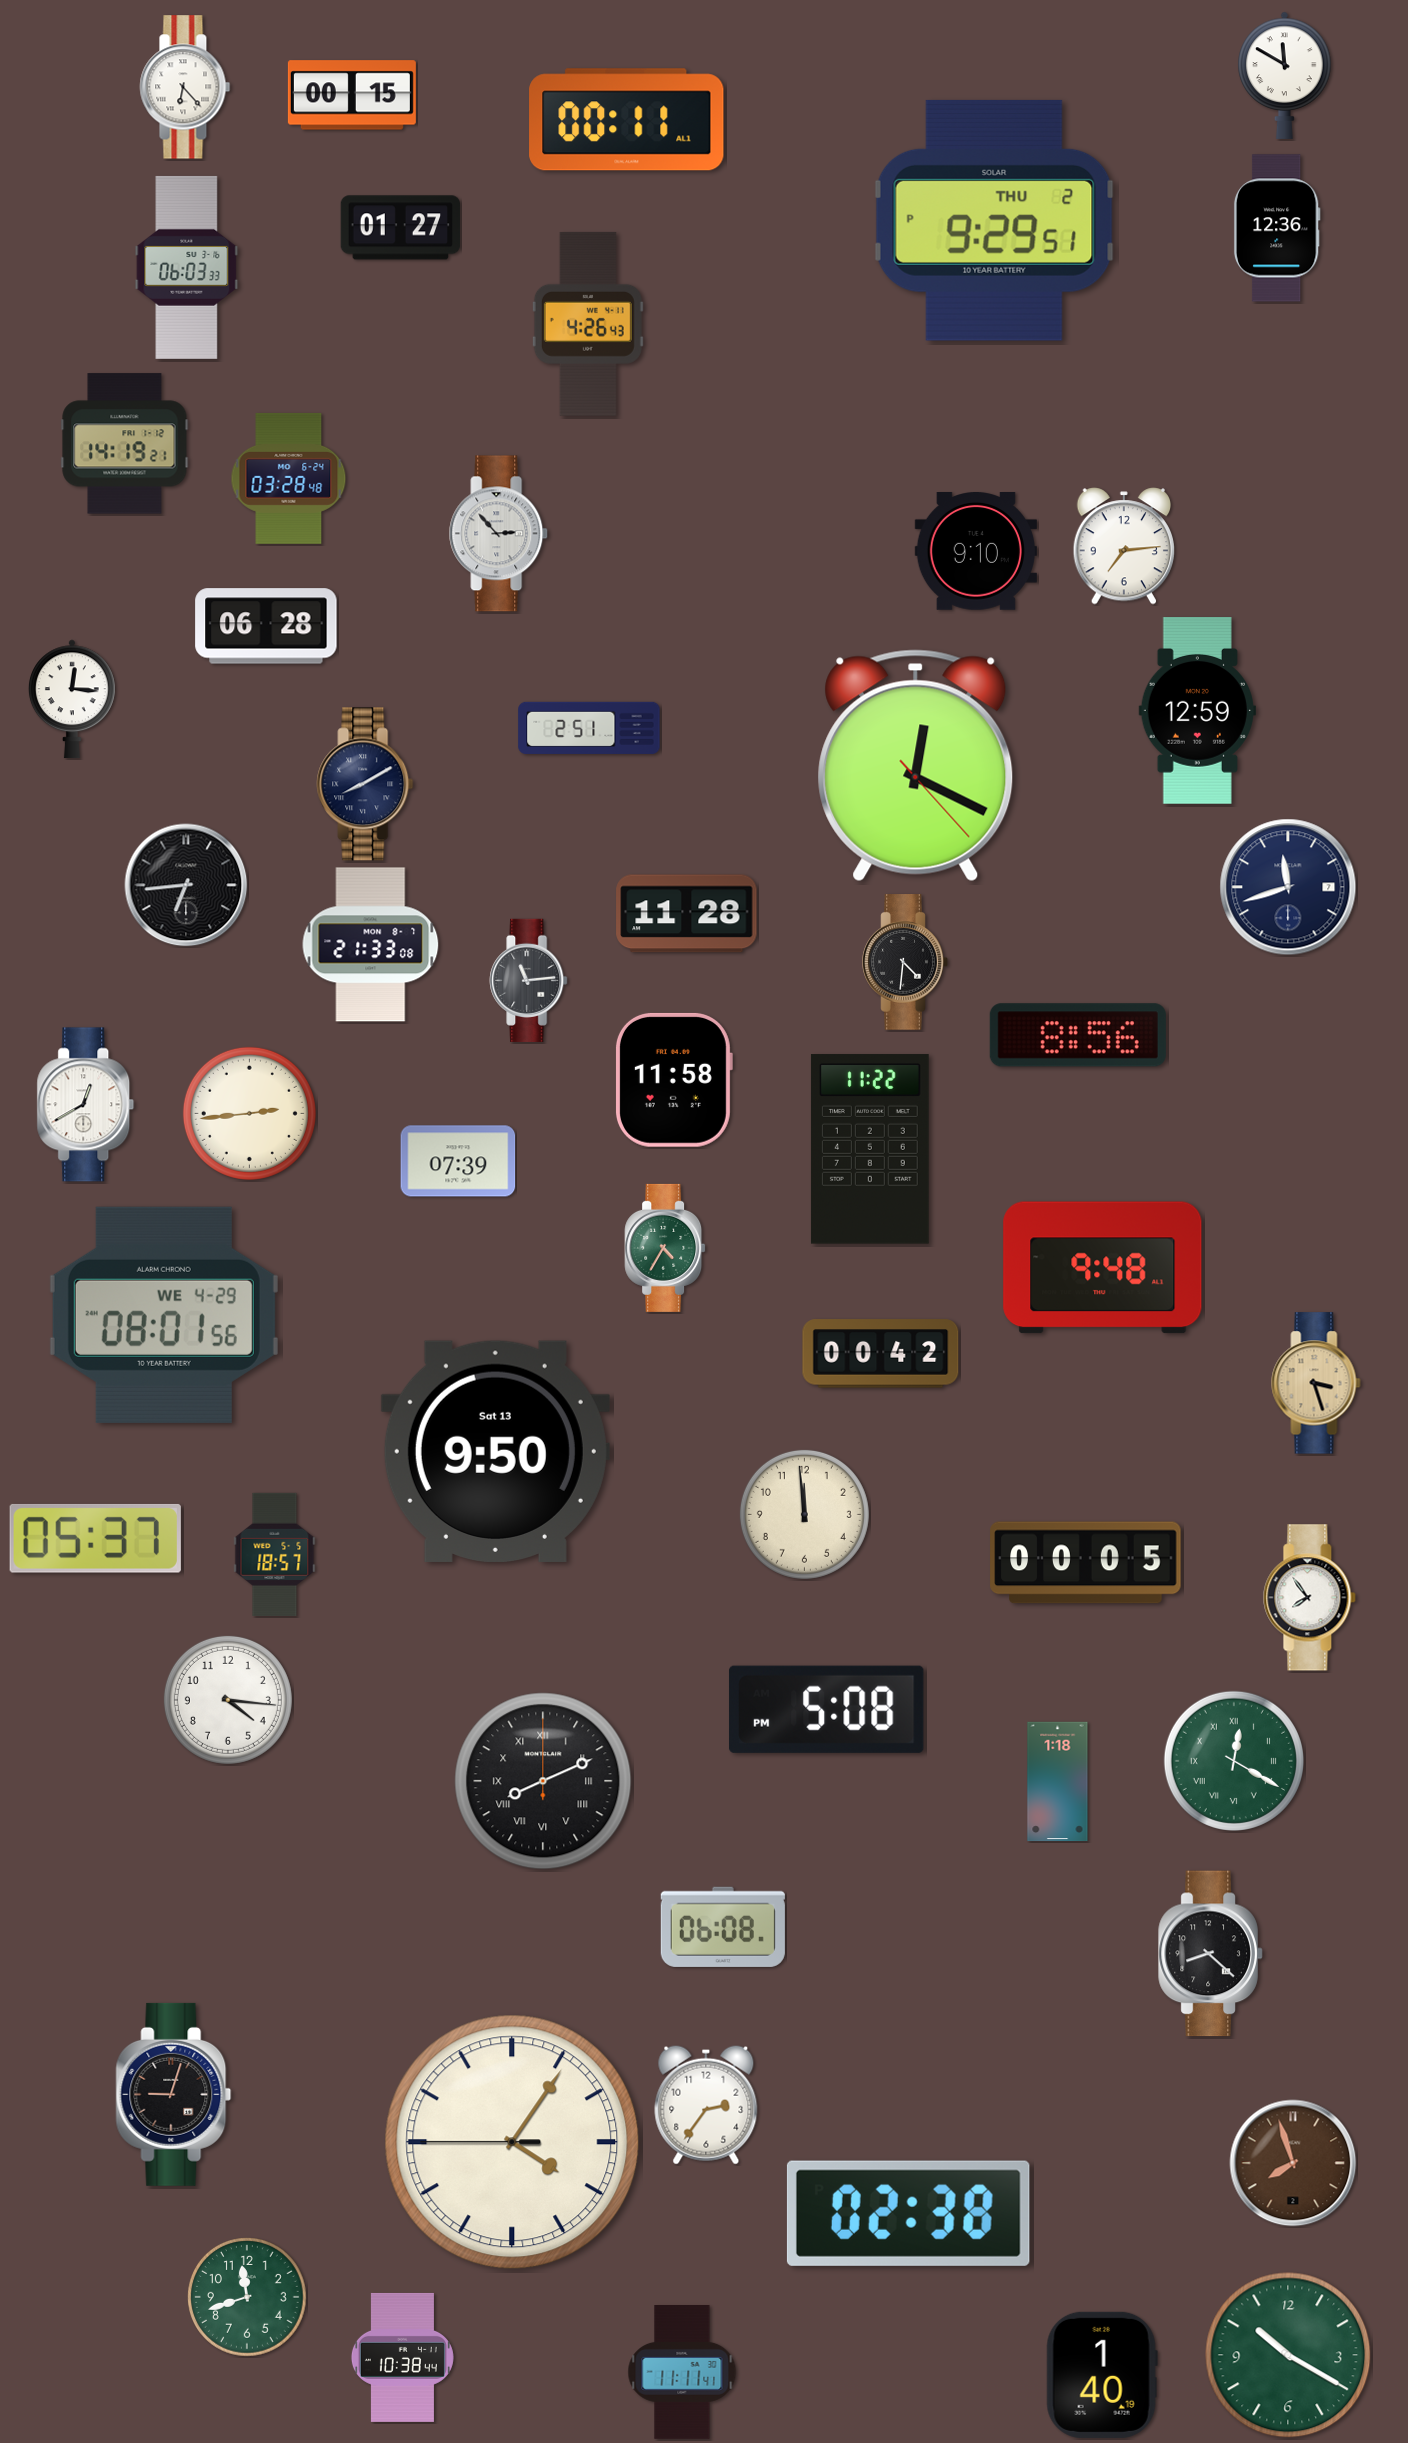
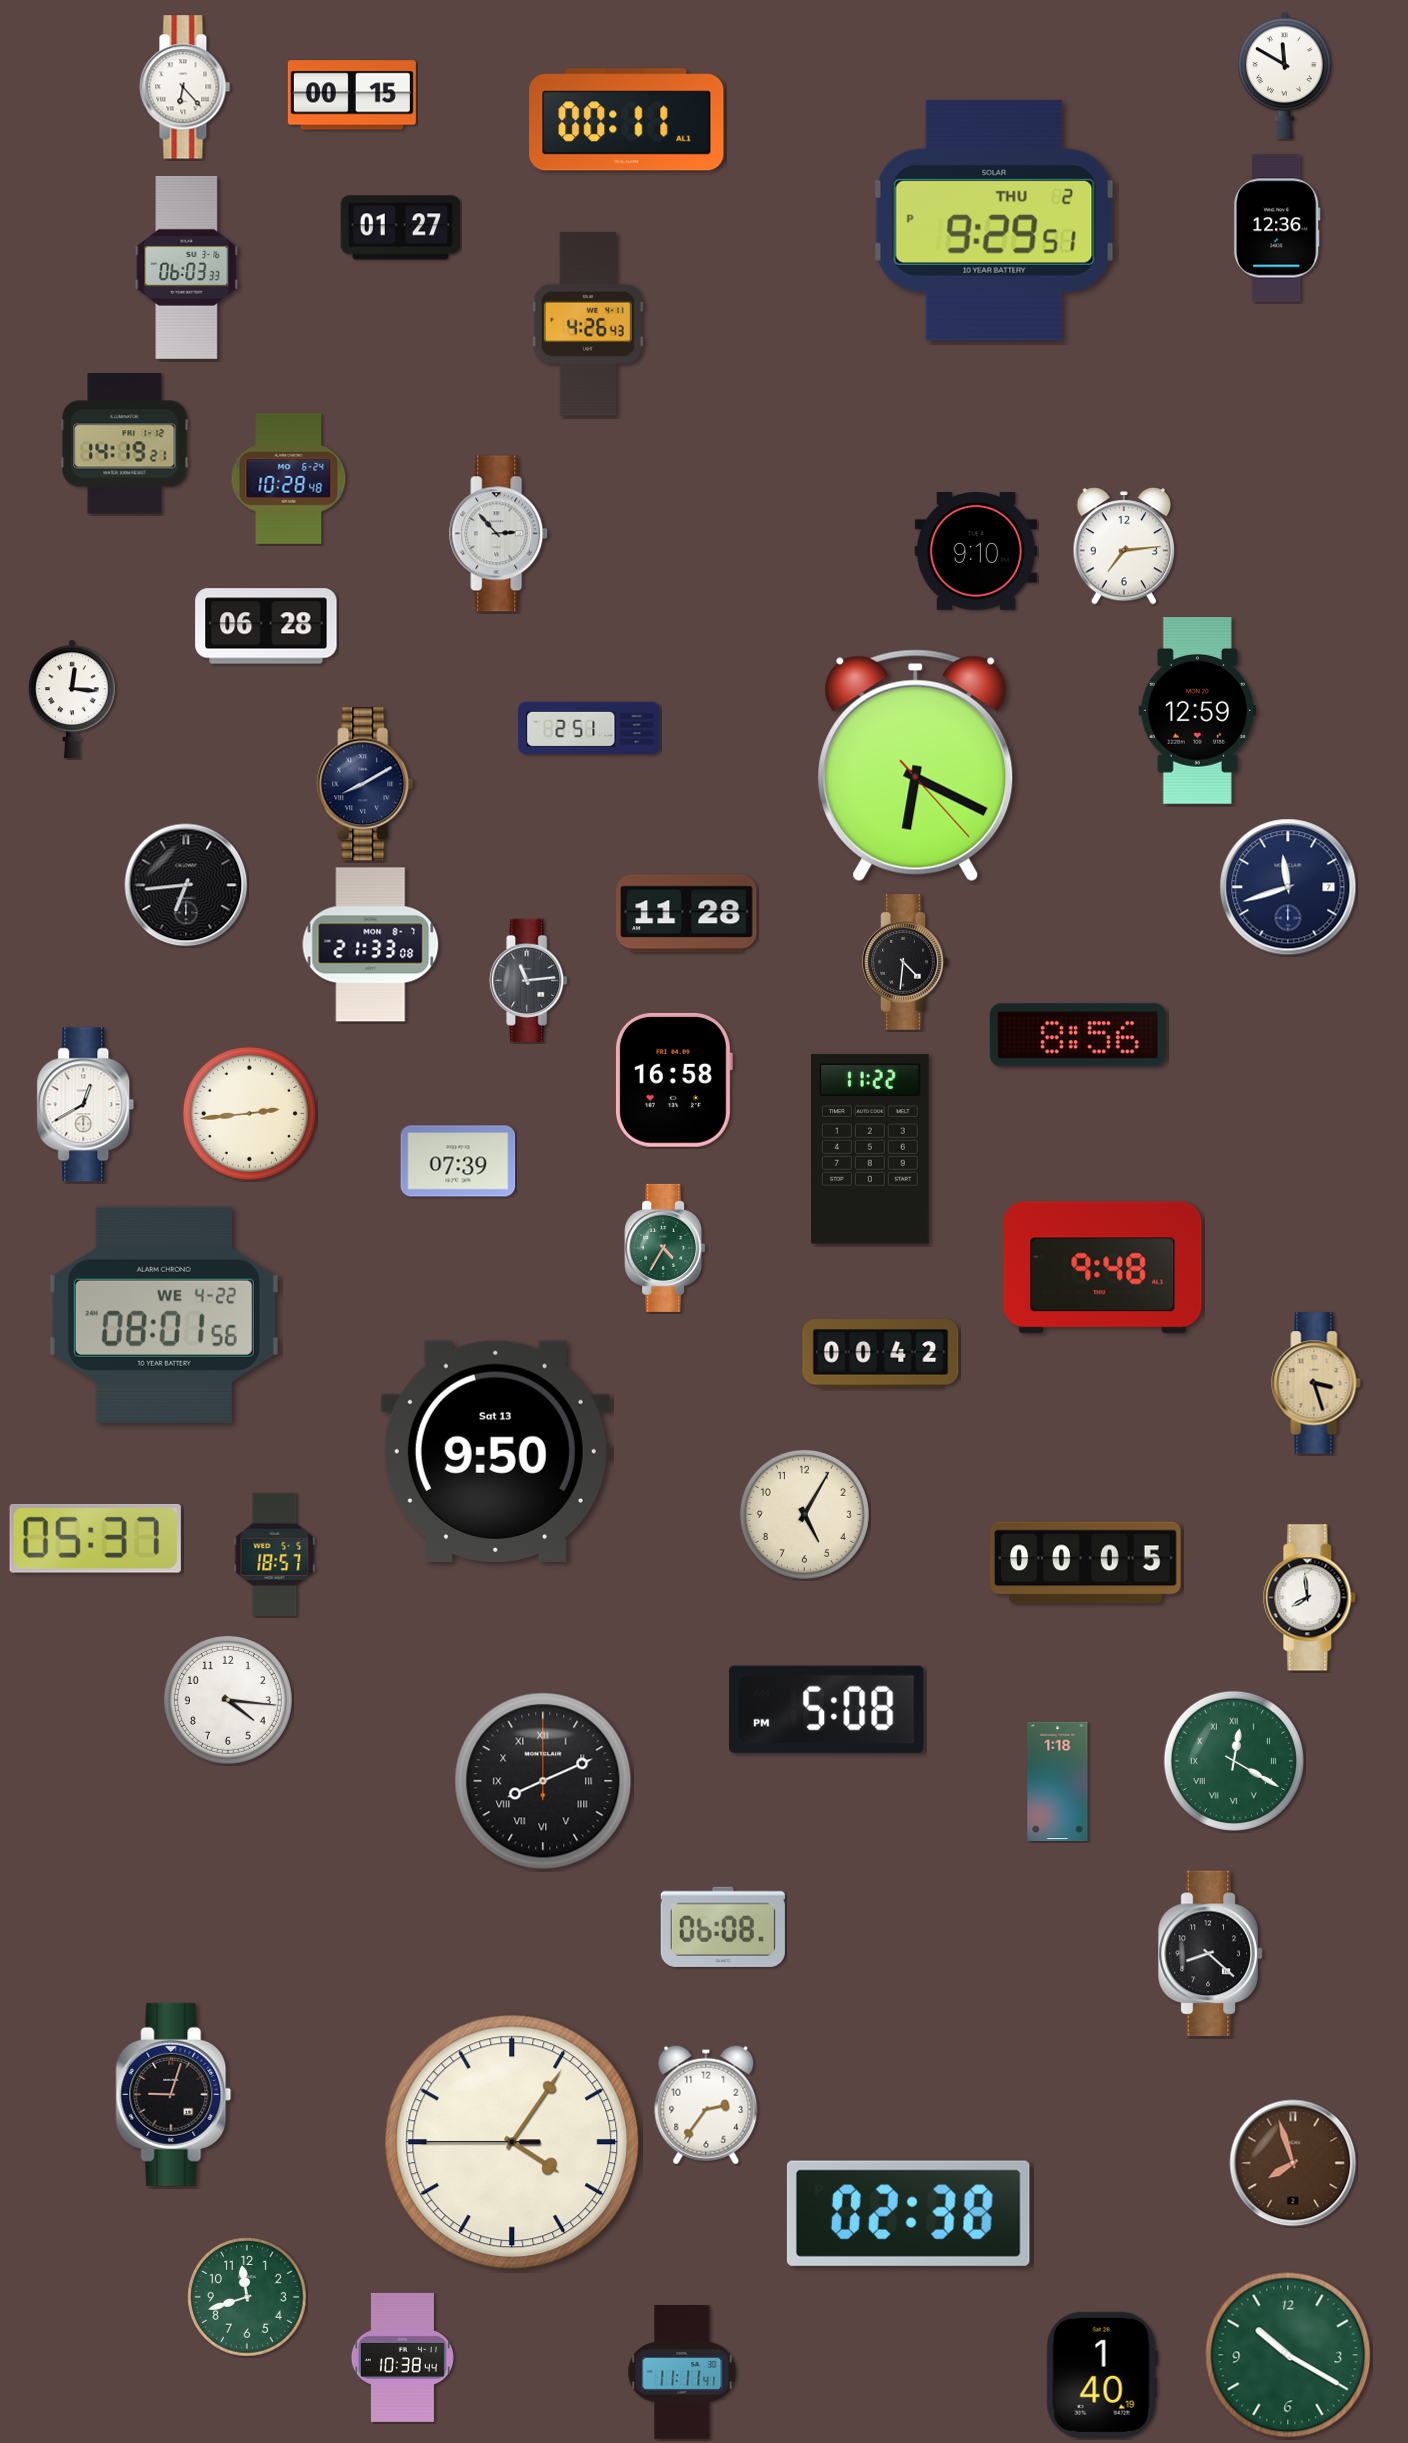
clock at (289, 478): 03:28 -> 10:28
clock at (916, 766): 12:19 -> 6:19
clock at (673, 1080): 11:58 -> 16:58
clock at (164, 1315) date: WE 4-29 -> WE 4-22
clock at (804, 1514): 11:59 -> 5:05
clock at (1310, 1598): 7:54 -> 7:59
